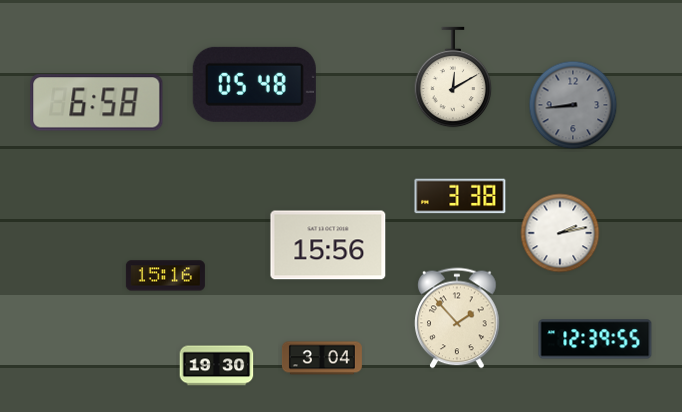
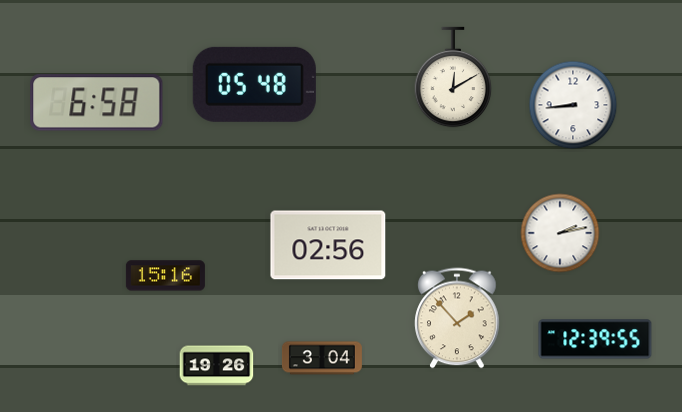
clock at (573, 105) dial: grey -> white
clock at (460, 196): 3:38 -> none
clock at (328, 245): 15:56 -> 02:56
clock at (217, 366): 19:30 -> 19:26
